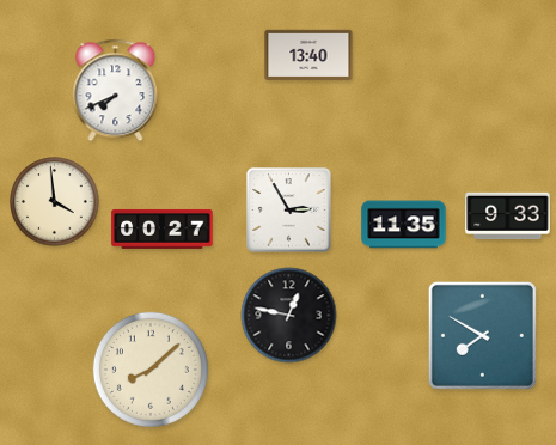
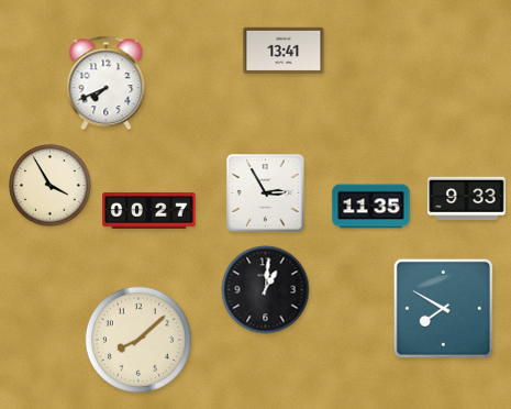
clock at (308, 54): 13:40 -> 13:41
clock at (55, 202): 3:59 -> 3:55
clock at (289, 316): 12:47 -> 1:01
